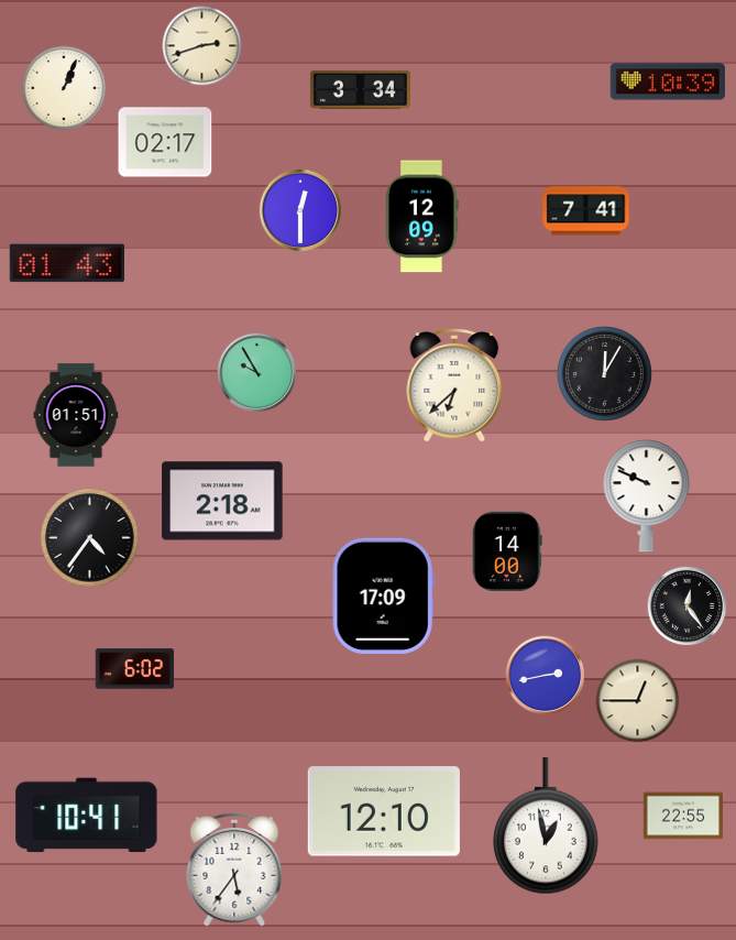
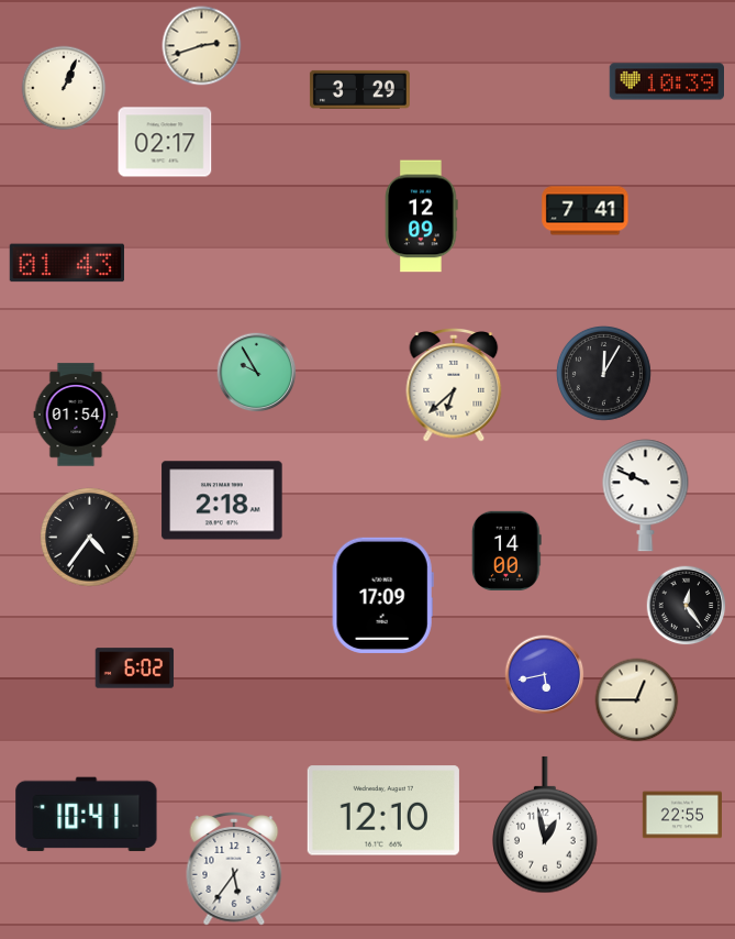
clock at (360, 89): 3:34 -> 3:29
clock at (300, 210): 12:30 -> none
clock at (76, 415): 01:51 -> 01:54
clock at (546, 676): 2:43 -> 5:43
